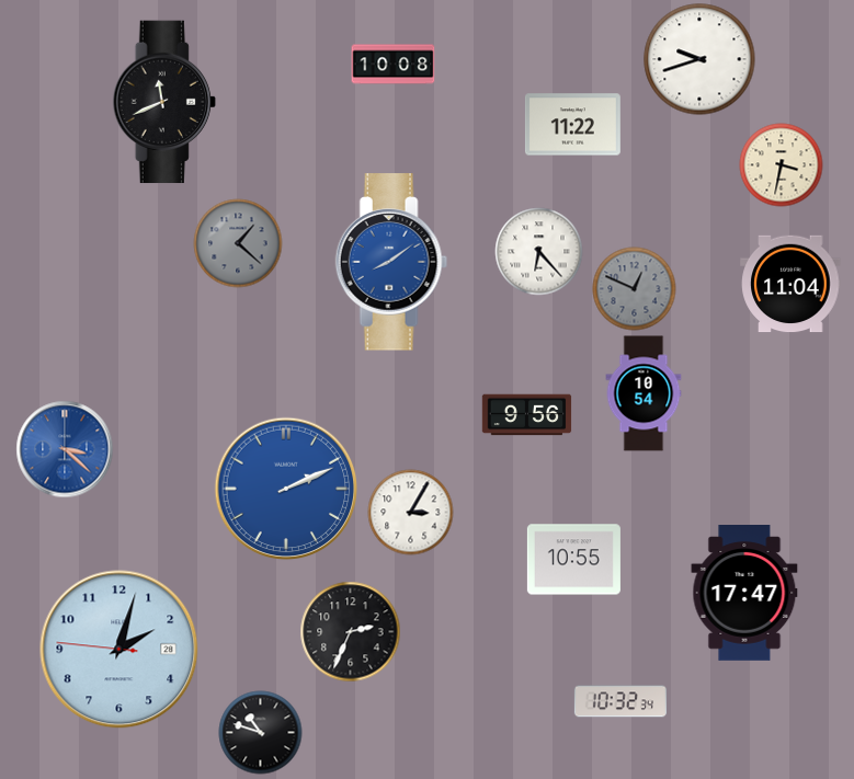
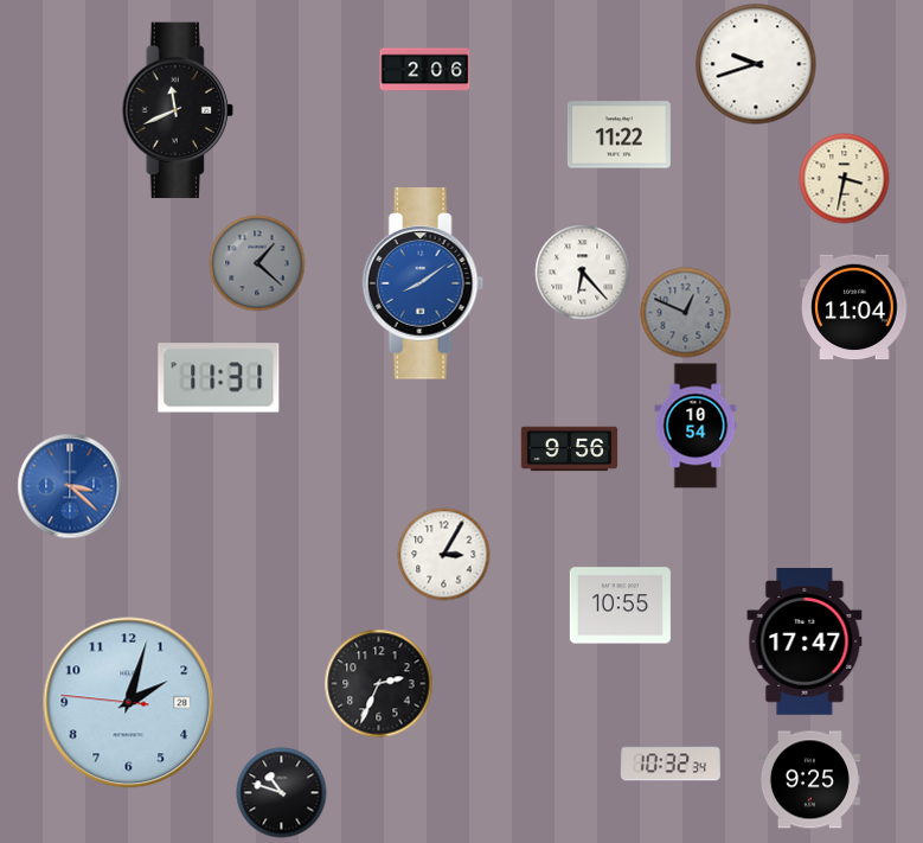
clock at (394, 65): 10:08 -> 2:06
clock at (219, 378): none -> 11:31
clock at (286, 489): 2:11 -> none
clock at (620, 701) position: (620, 701) -> (671, 764)
clock at (809, 780): none -> 9:25
